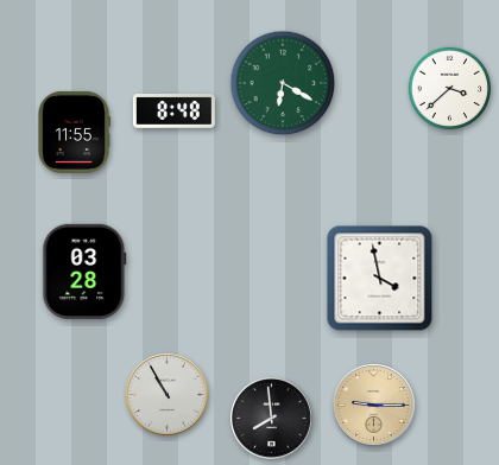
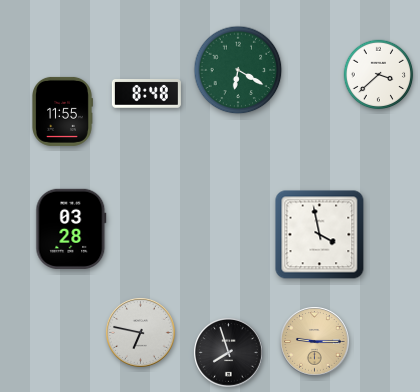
clock at (168, 395): 10:55 -> 6:47
clock at (272, 419): 7:59 -> 7:57
